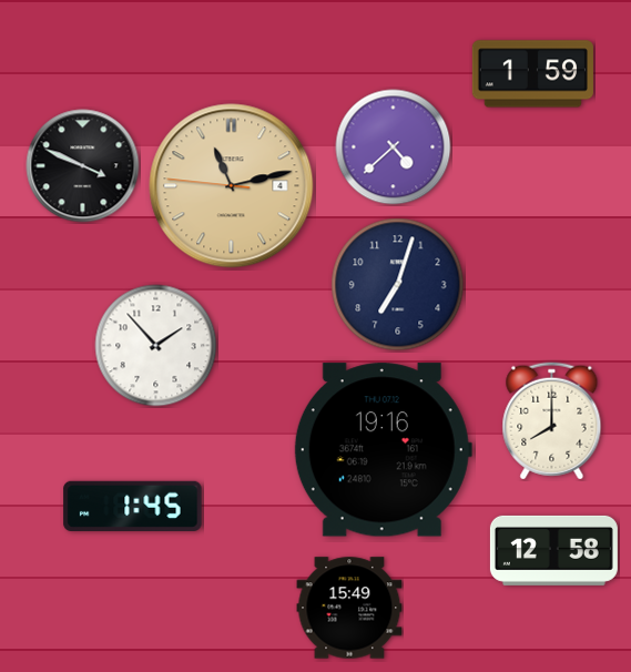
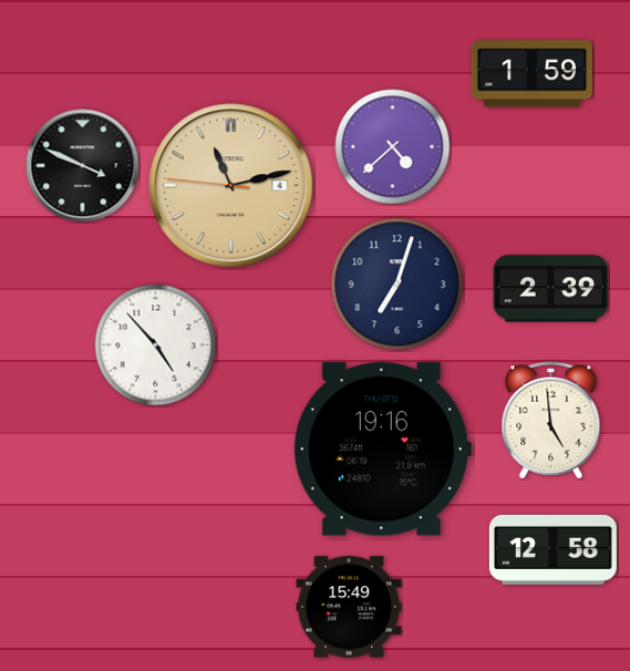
clock at (551, 289): none -> 2:39
clock at (156, 346): 1:53 -> 4:53
clock at (552, 421): 8:00 -> 4:59
clock at (133, 506): 1:45 -> none
